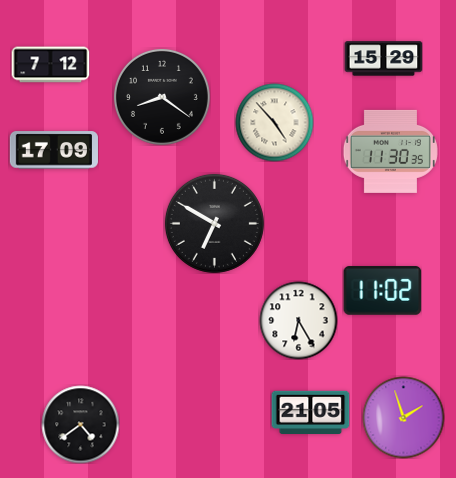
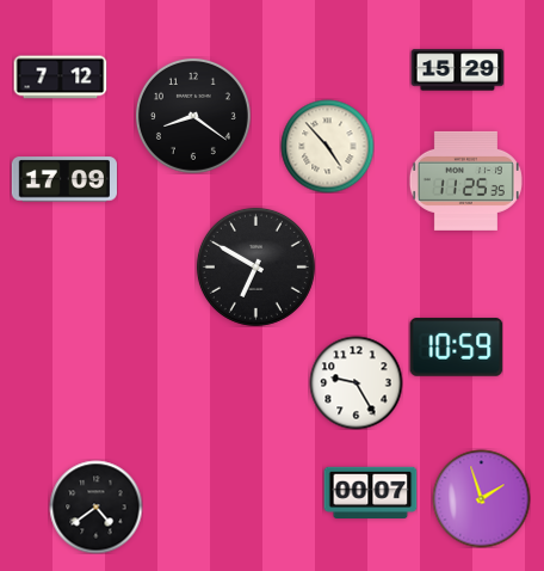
clock at (390, 151): 11:30 -> 11:25
clock at (382, 291): 11:02 -> 10:59
clock at (298, 320): 6:25 -> 9:25
clock at (310, 412): 21:05 -> 00:07
